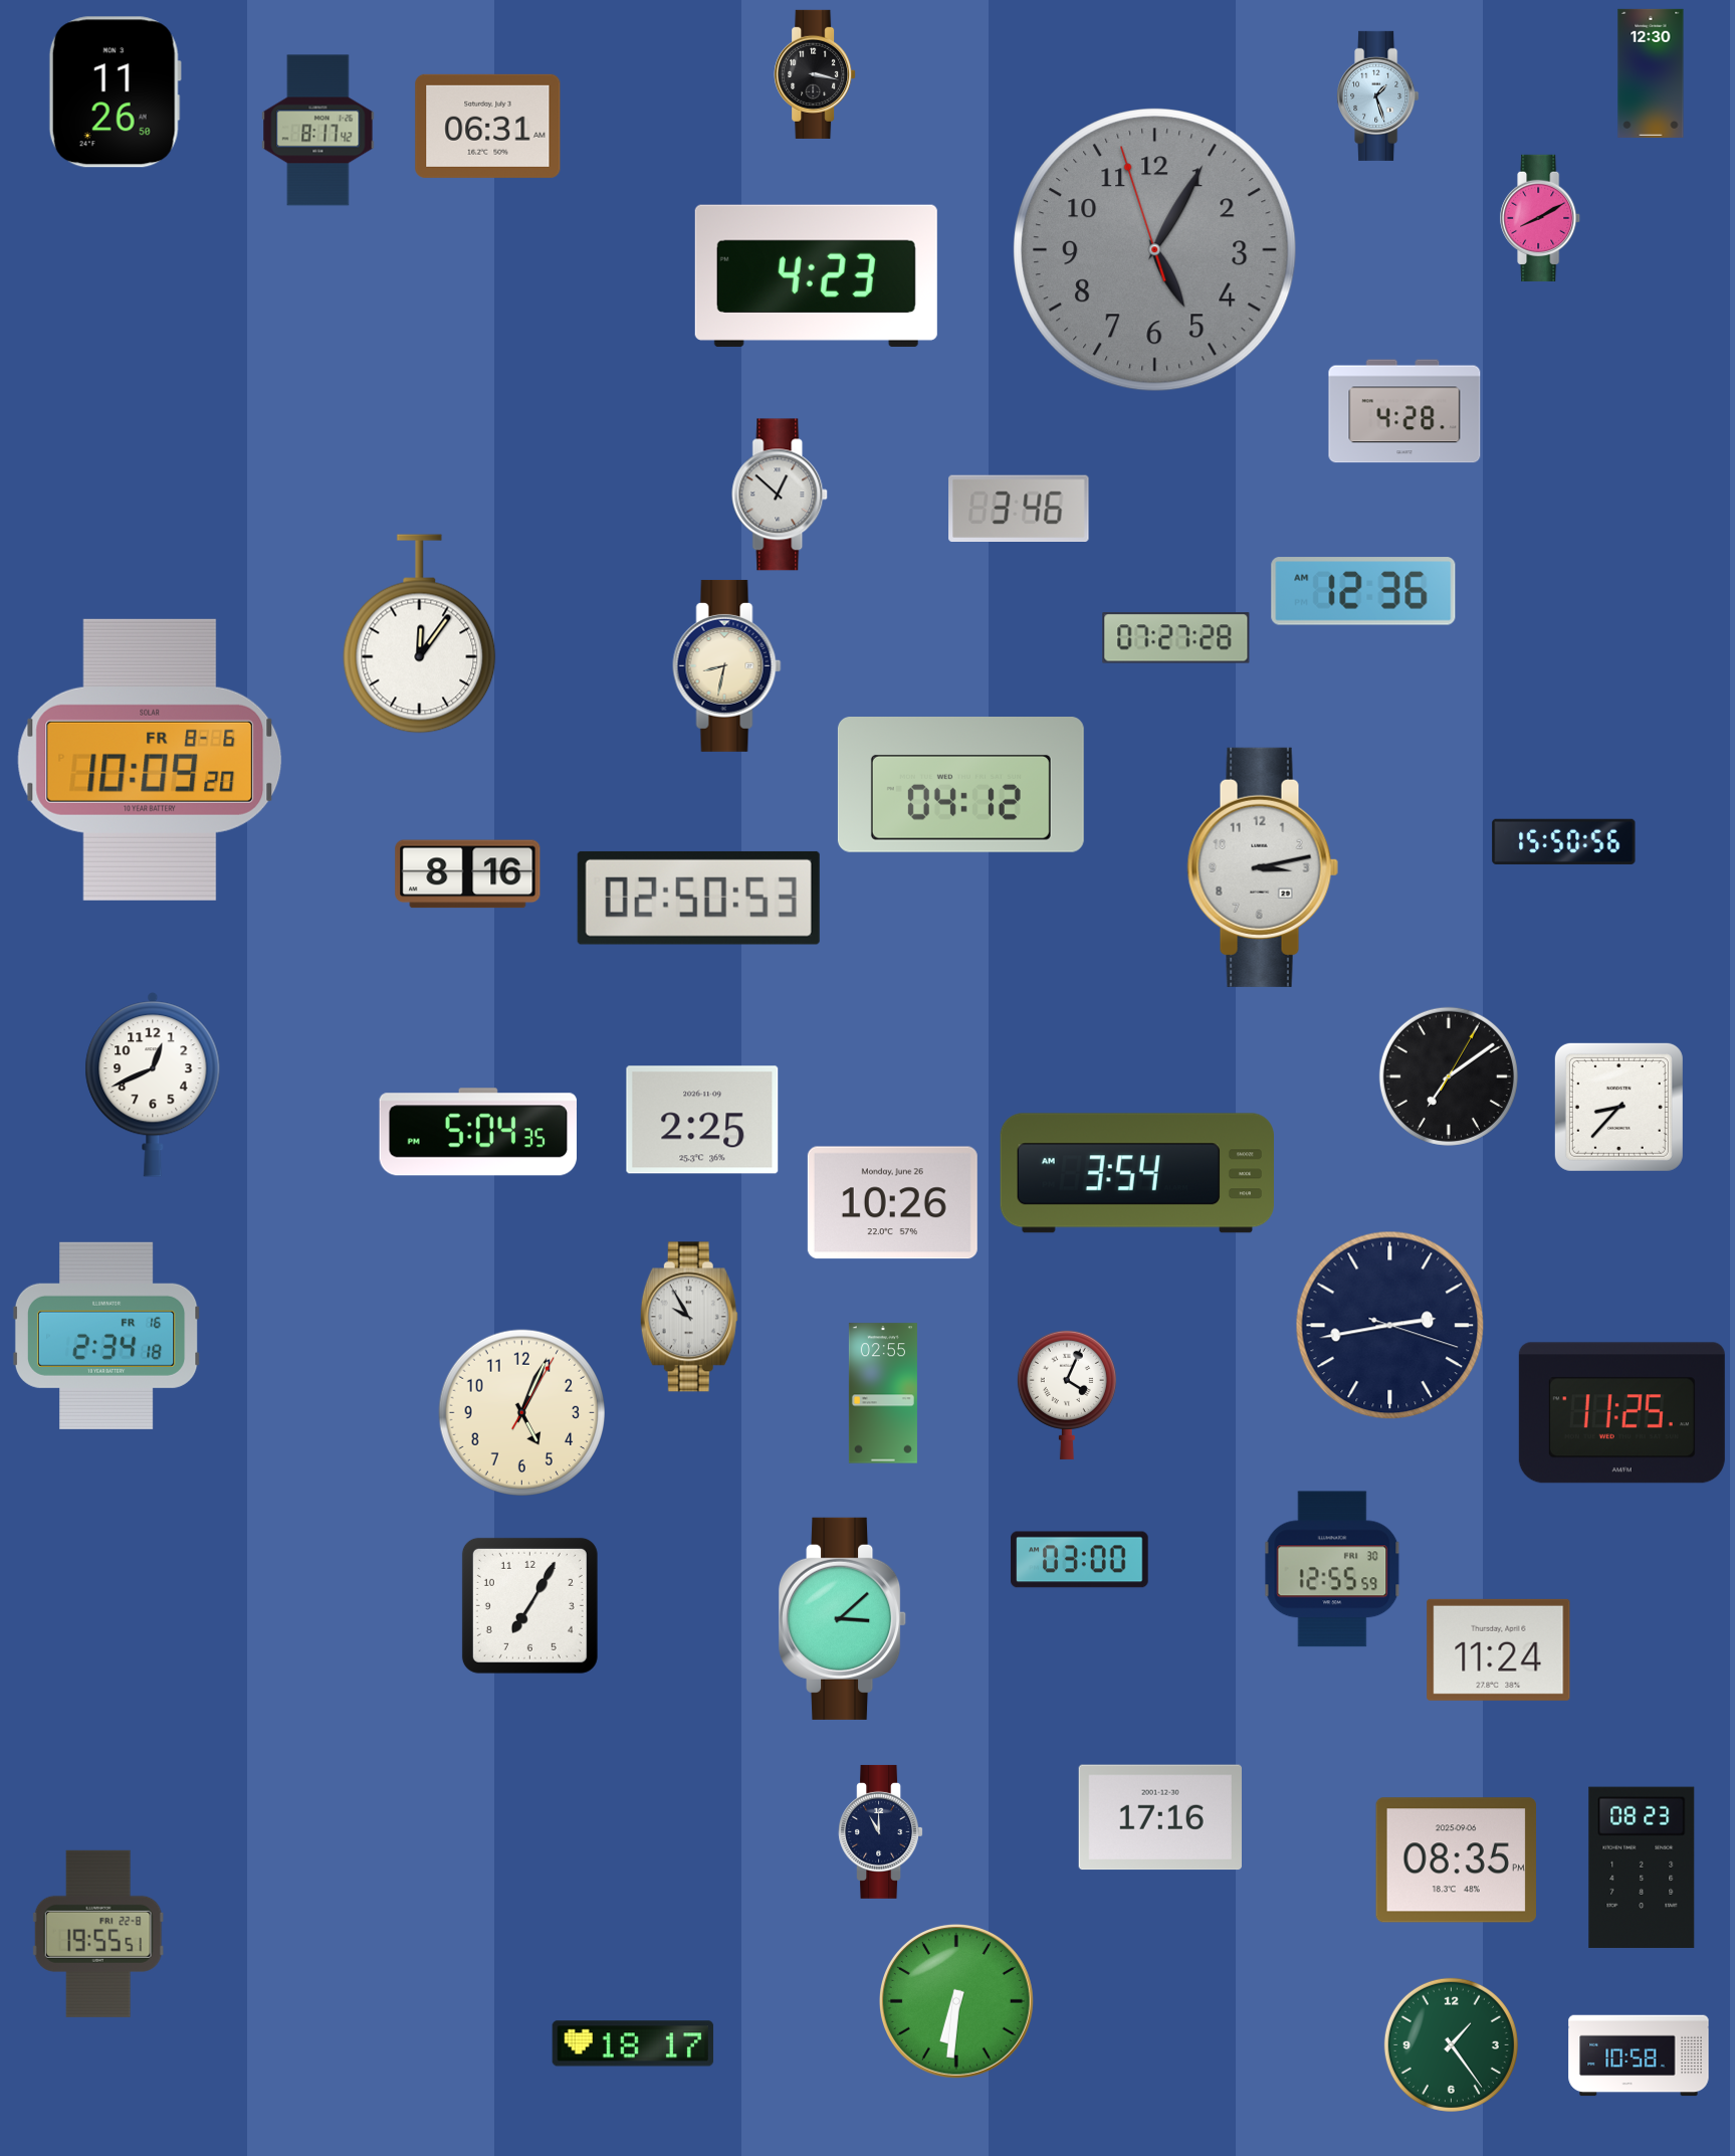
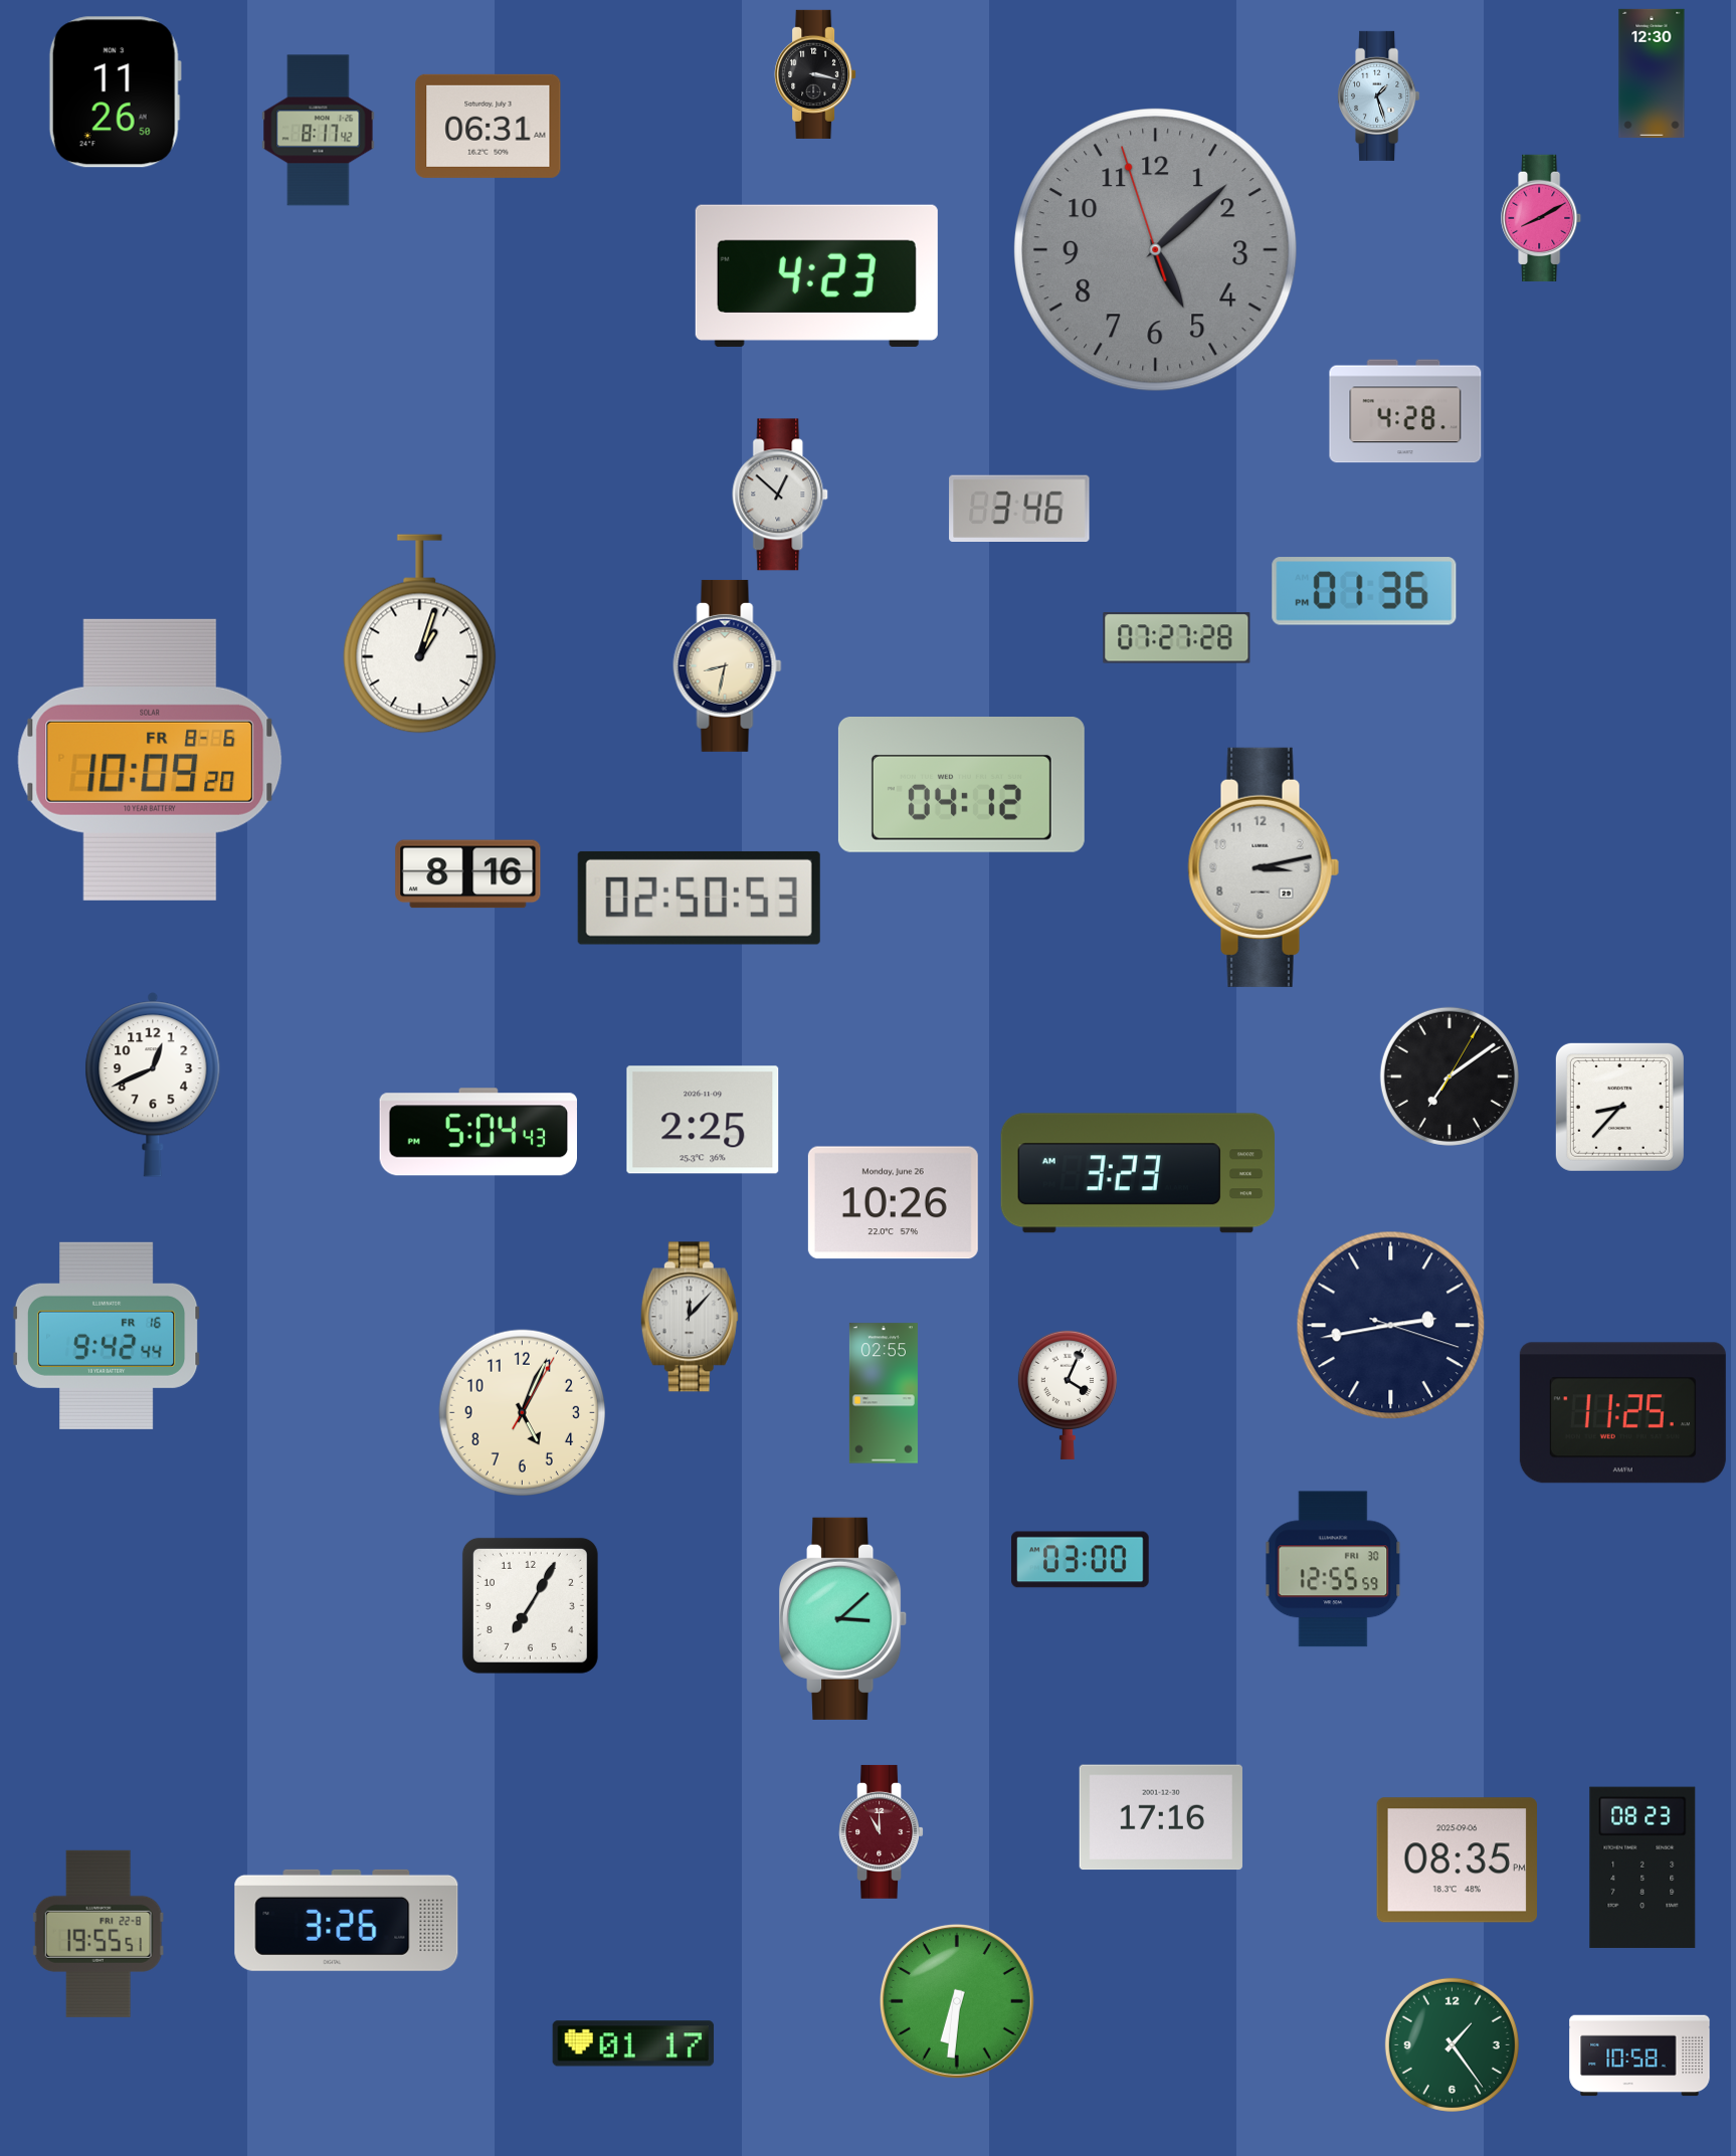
clock at (1155, 250): 5:04 -> 5:07
clock at (1363, 591): 12:36 -> 01:36
clock at (420, 634): 12:06 -> 1:03
clock at (1564, 841): 15:50 -> none
clock at (477, 1132): 5:04:35 -> 5:04:43
clock at (1136, 1173): 3:54 -> 3:23
clock at (689, 1317): 9:55 -> 12:07
clock at (106, 1336): 2:34 -> 9:42
clock at (1499, 1649): 11:24 -> none
clock at (880, 1831) dial: navy -> burgundy
clock at (347, 1920): none -> 3:26
clock at (633, 2043): 18:17 -> 01:17
